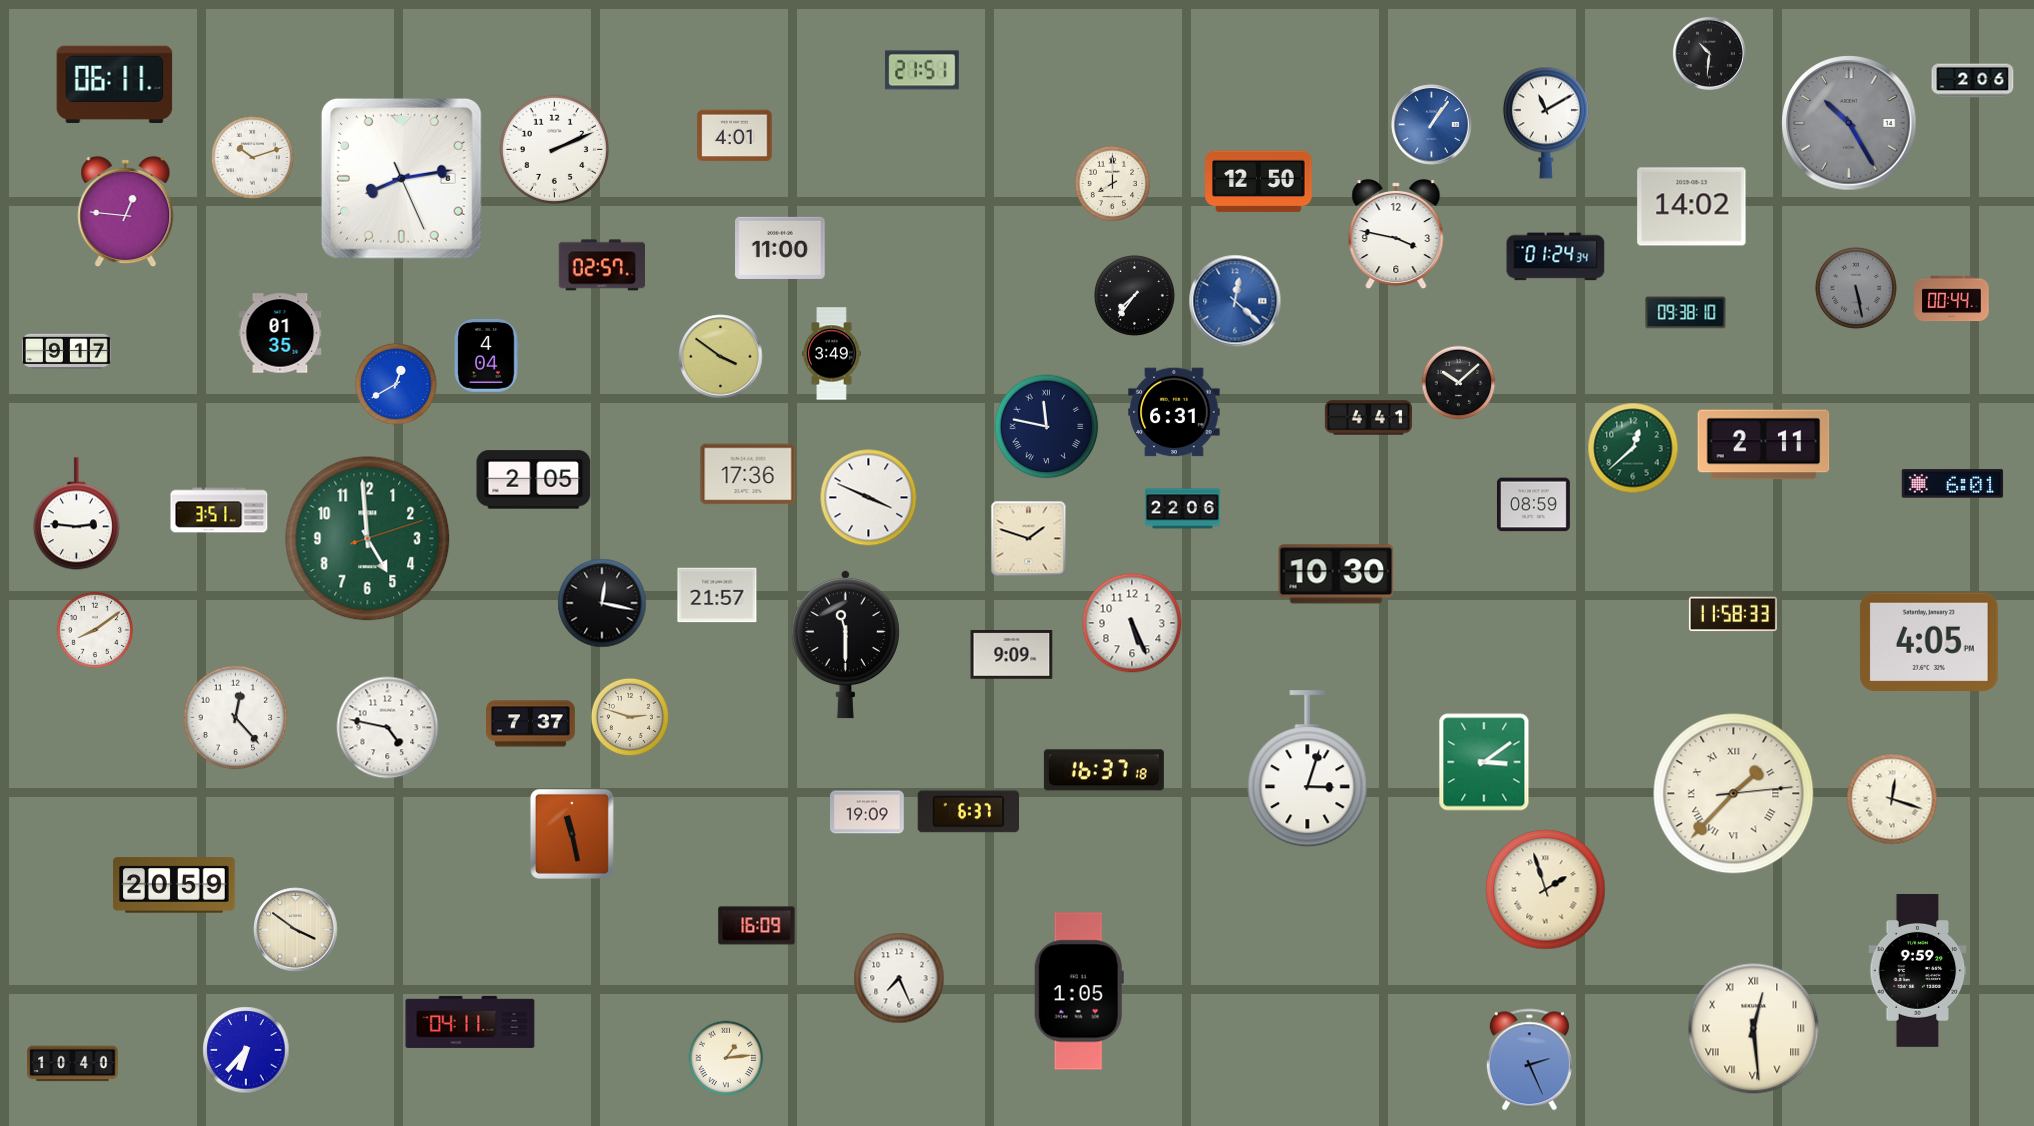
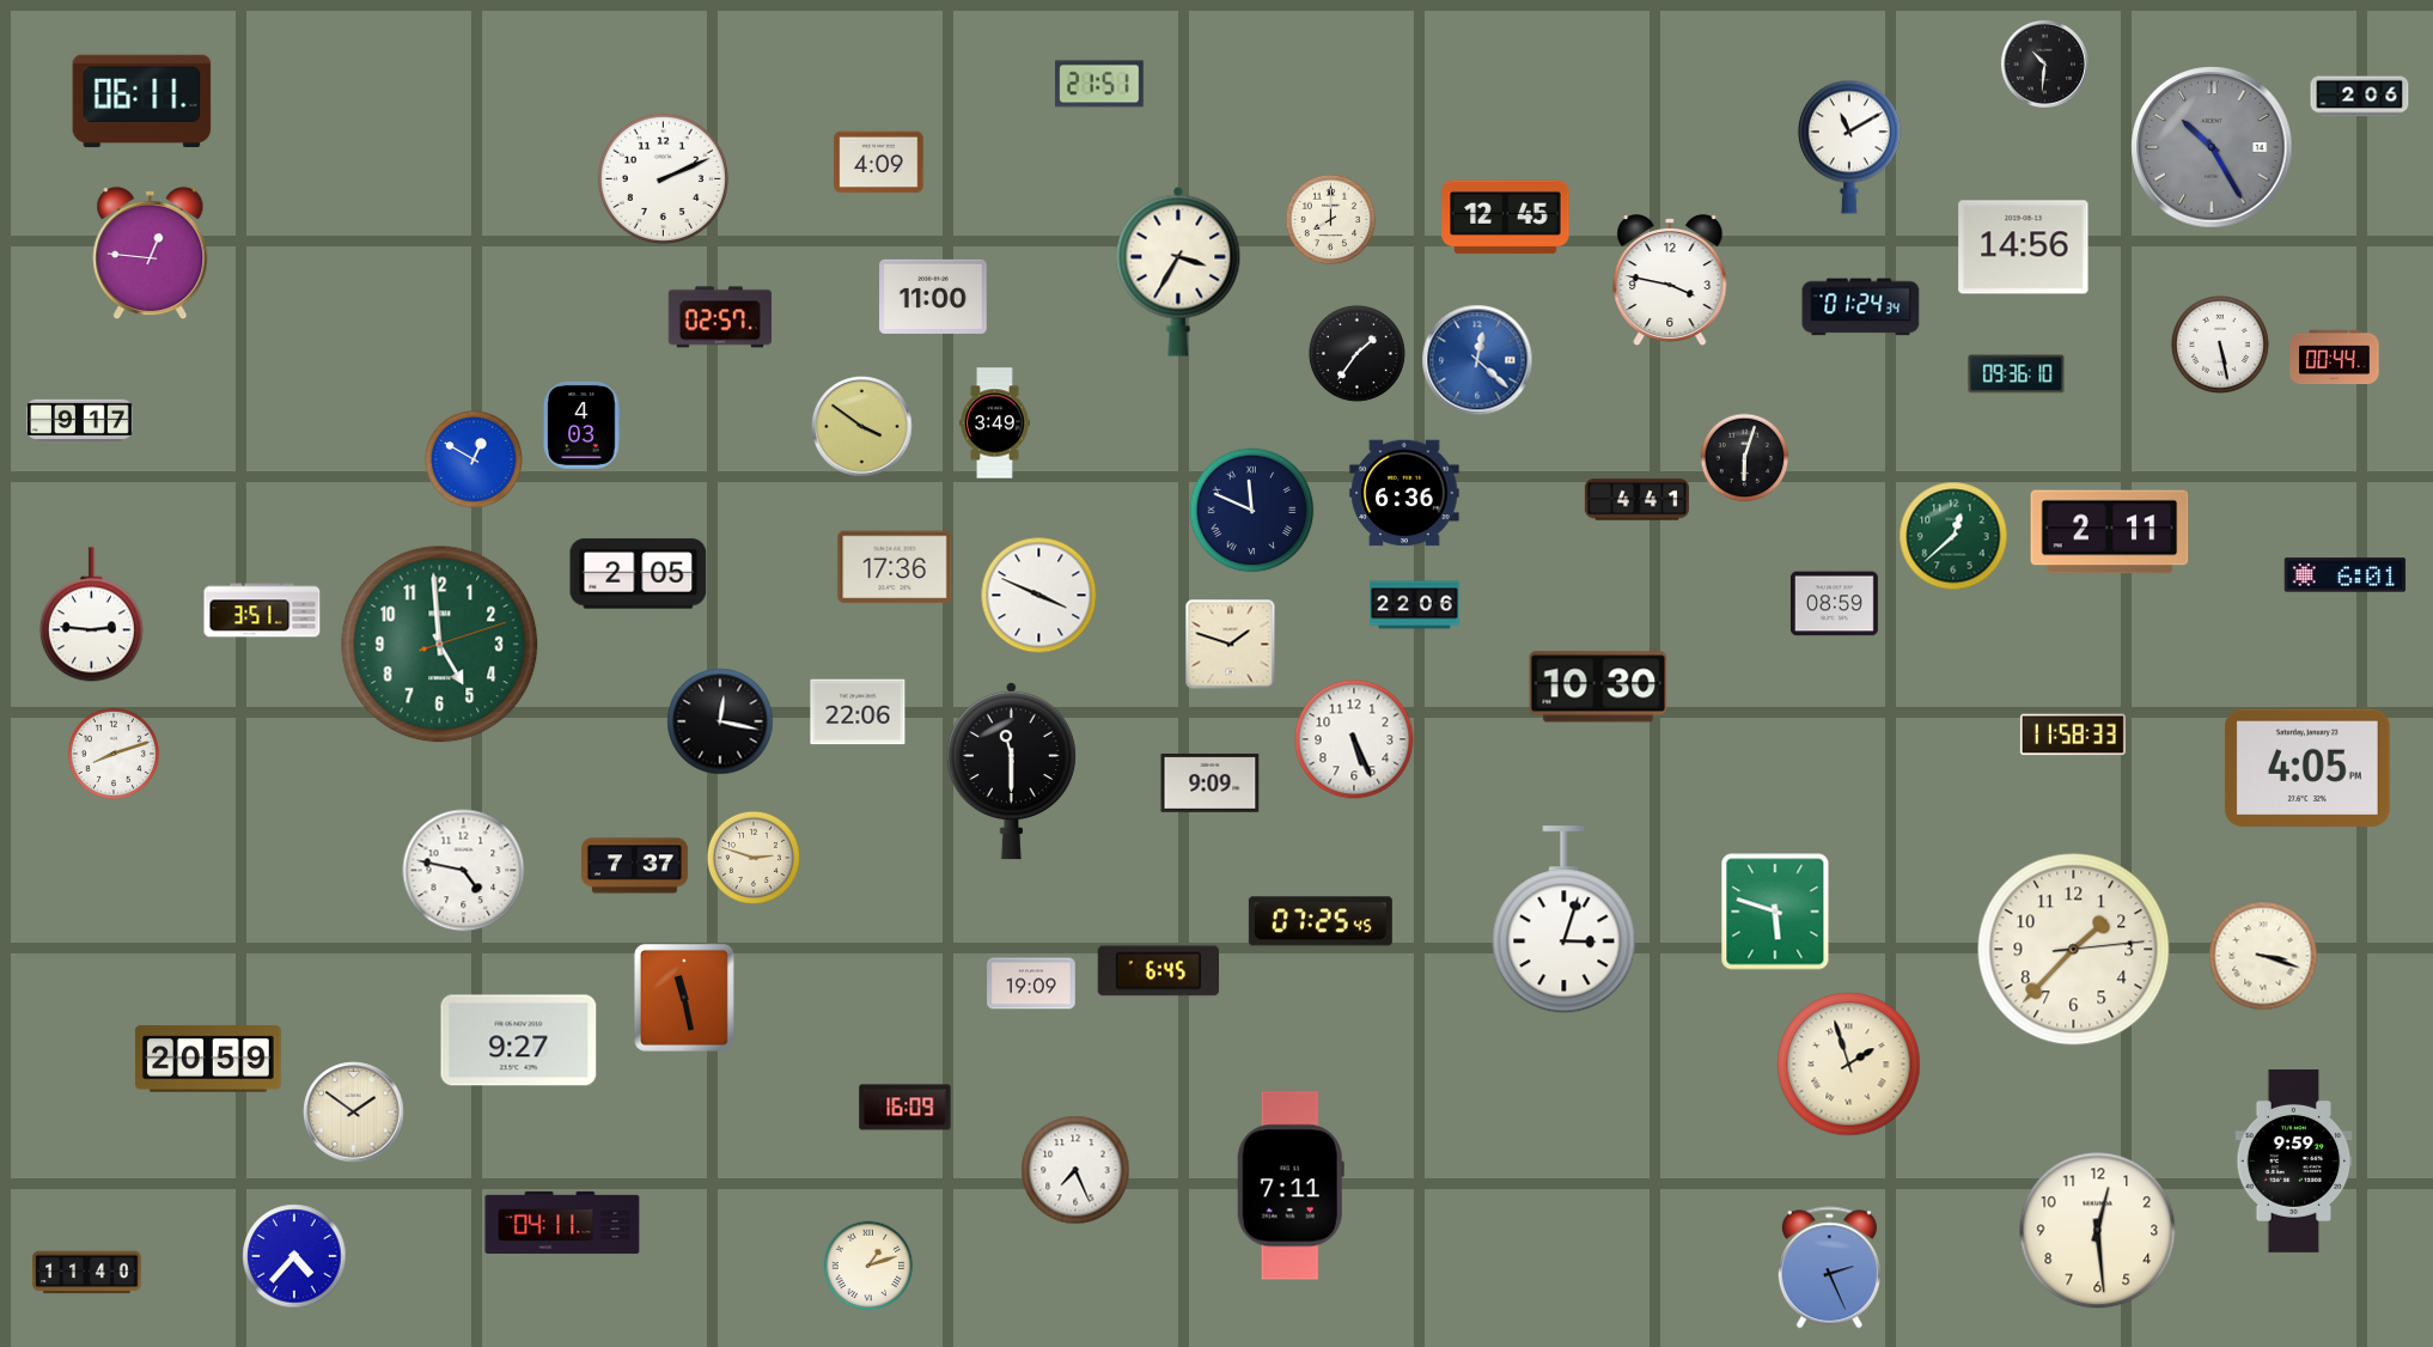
clock at (922, 70) position: (922, 70) -> (1099, 84)
clock at (115, 84) position: (115, 84) -> (142, 100)
clock at (1432, 125): 1:06 -> none
clock at (735, 136): 4:01 -> 4:09
clock at (253, 158): 10:12 -> none
clock at (401, 178): 8:13 -> none
clock at (1259, 182): 12:50 -> 12:45
clock at (1692, 207): 14:02 -> 14:56
clock at (1178, 272): none -> 3:35
clock at (1856, 288) dial: grey -> white
clock at (1134, 295): 7:36 -> 1:36
clock at (1686, 313): 09:38 -> 09:36
clock at (280, 333): 01:35 -> none
clock at (487, 355): 4:04 -> 4:03
clock at (1459, 383): 10:08 -> 6:03
clock at (396, 384): 12:40 -> 12:50
clock at (1174, 412): 6:31 -> 6:36
clock at (1047, 427): 11:47 -> 11:49
clock at (1953, 484) position: (1953, 484) -> (2346, 575)
clock at (1183, 509) position: (1183, 509) -> (1415, 605)
clock at (717, 595): 21:57 -> 22:06
clock at (1132, 623) position: (1132, 623) -> (1354, 739)
clock at (95, 630): 8:09 -> 8:12
clock at (236, 718): 12:23 -> none
clock at (1484, 762): 3:09 -> 5:48
clock at (1104, 770): 16:37 -> 07:25
clock at (1734, 794) numerals: Roman -> Arabic
clock at (1892, 799): 12:18 -> 3:18
clock at (867, 812) position: (867, 812) -> (1031, 983)
clock at (968, 812): 6:37 -> 6:45
clock at (519, 1041): none -> 9:27
clock at (296, 930): 3:51 -> 1:51
clock at (1079, 991): 1:05 -> 7:11
clock at (1754, 1029) numerals: Roman -> Arabic
clock at (246, 1050): 6:37 -> 4:37
clock at (726, 1058): 1:14 -> 1:12
clock at (73, 1064): 10:40 -> 11:40
